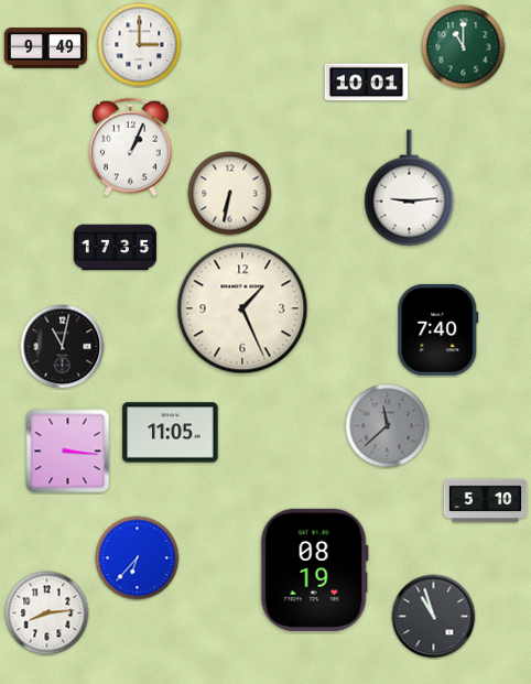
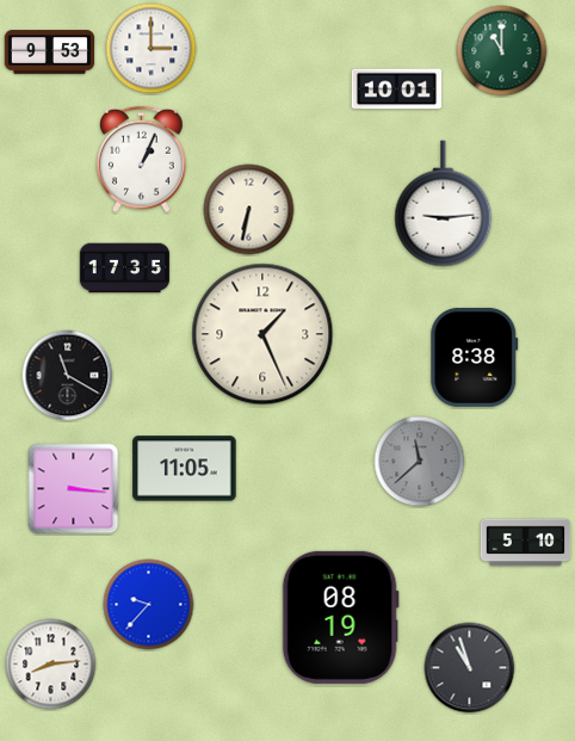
clock at (46, 48): 9:49 -> 9:53
clock at (438, 329): 7:40 -> 8:38
clock at (63, 347): 11:02 -> 11:20
clock at (138, 558): 6:37 -> 9:37
